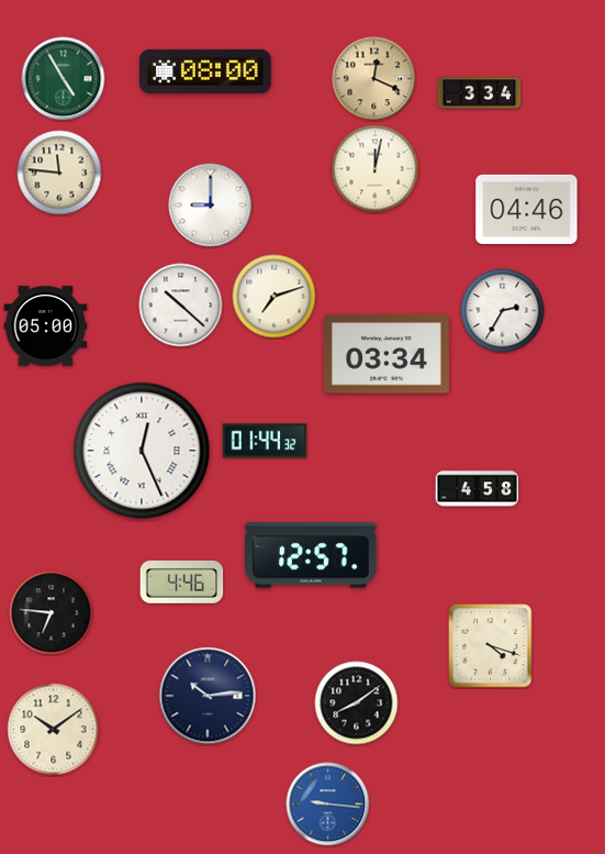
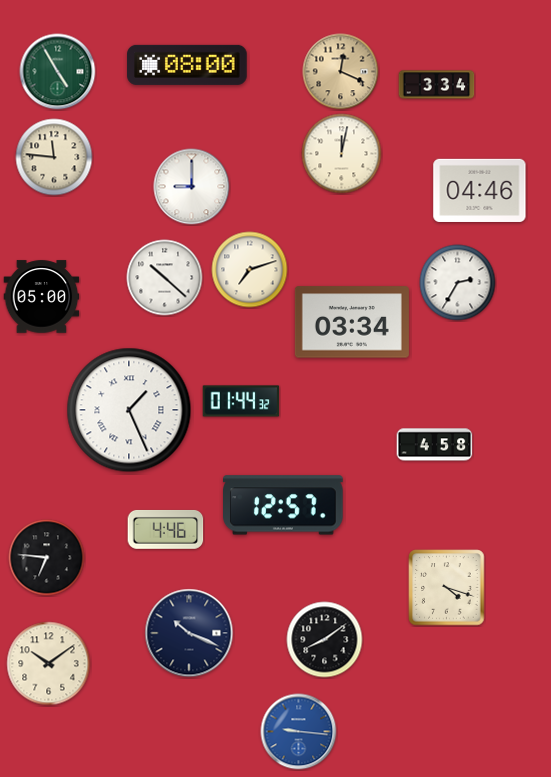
clock at (142, 451): 12:26 -> 1:26
clock at (208, 696): 10:14 -> 10:19
